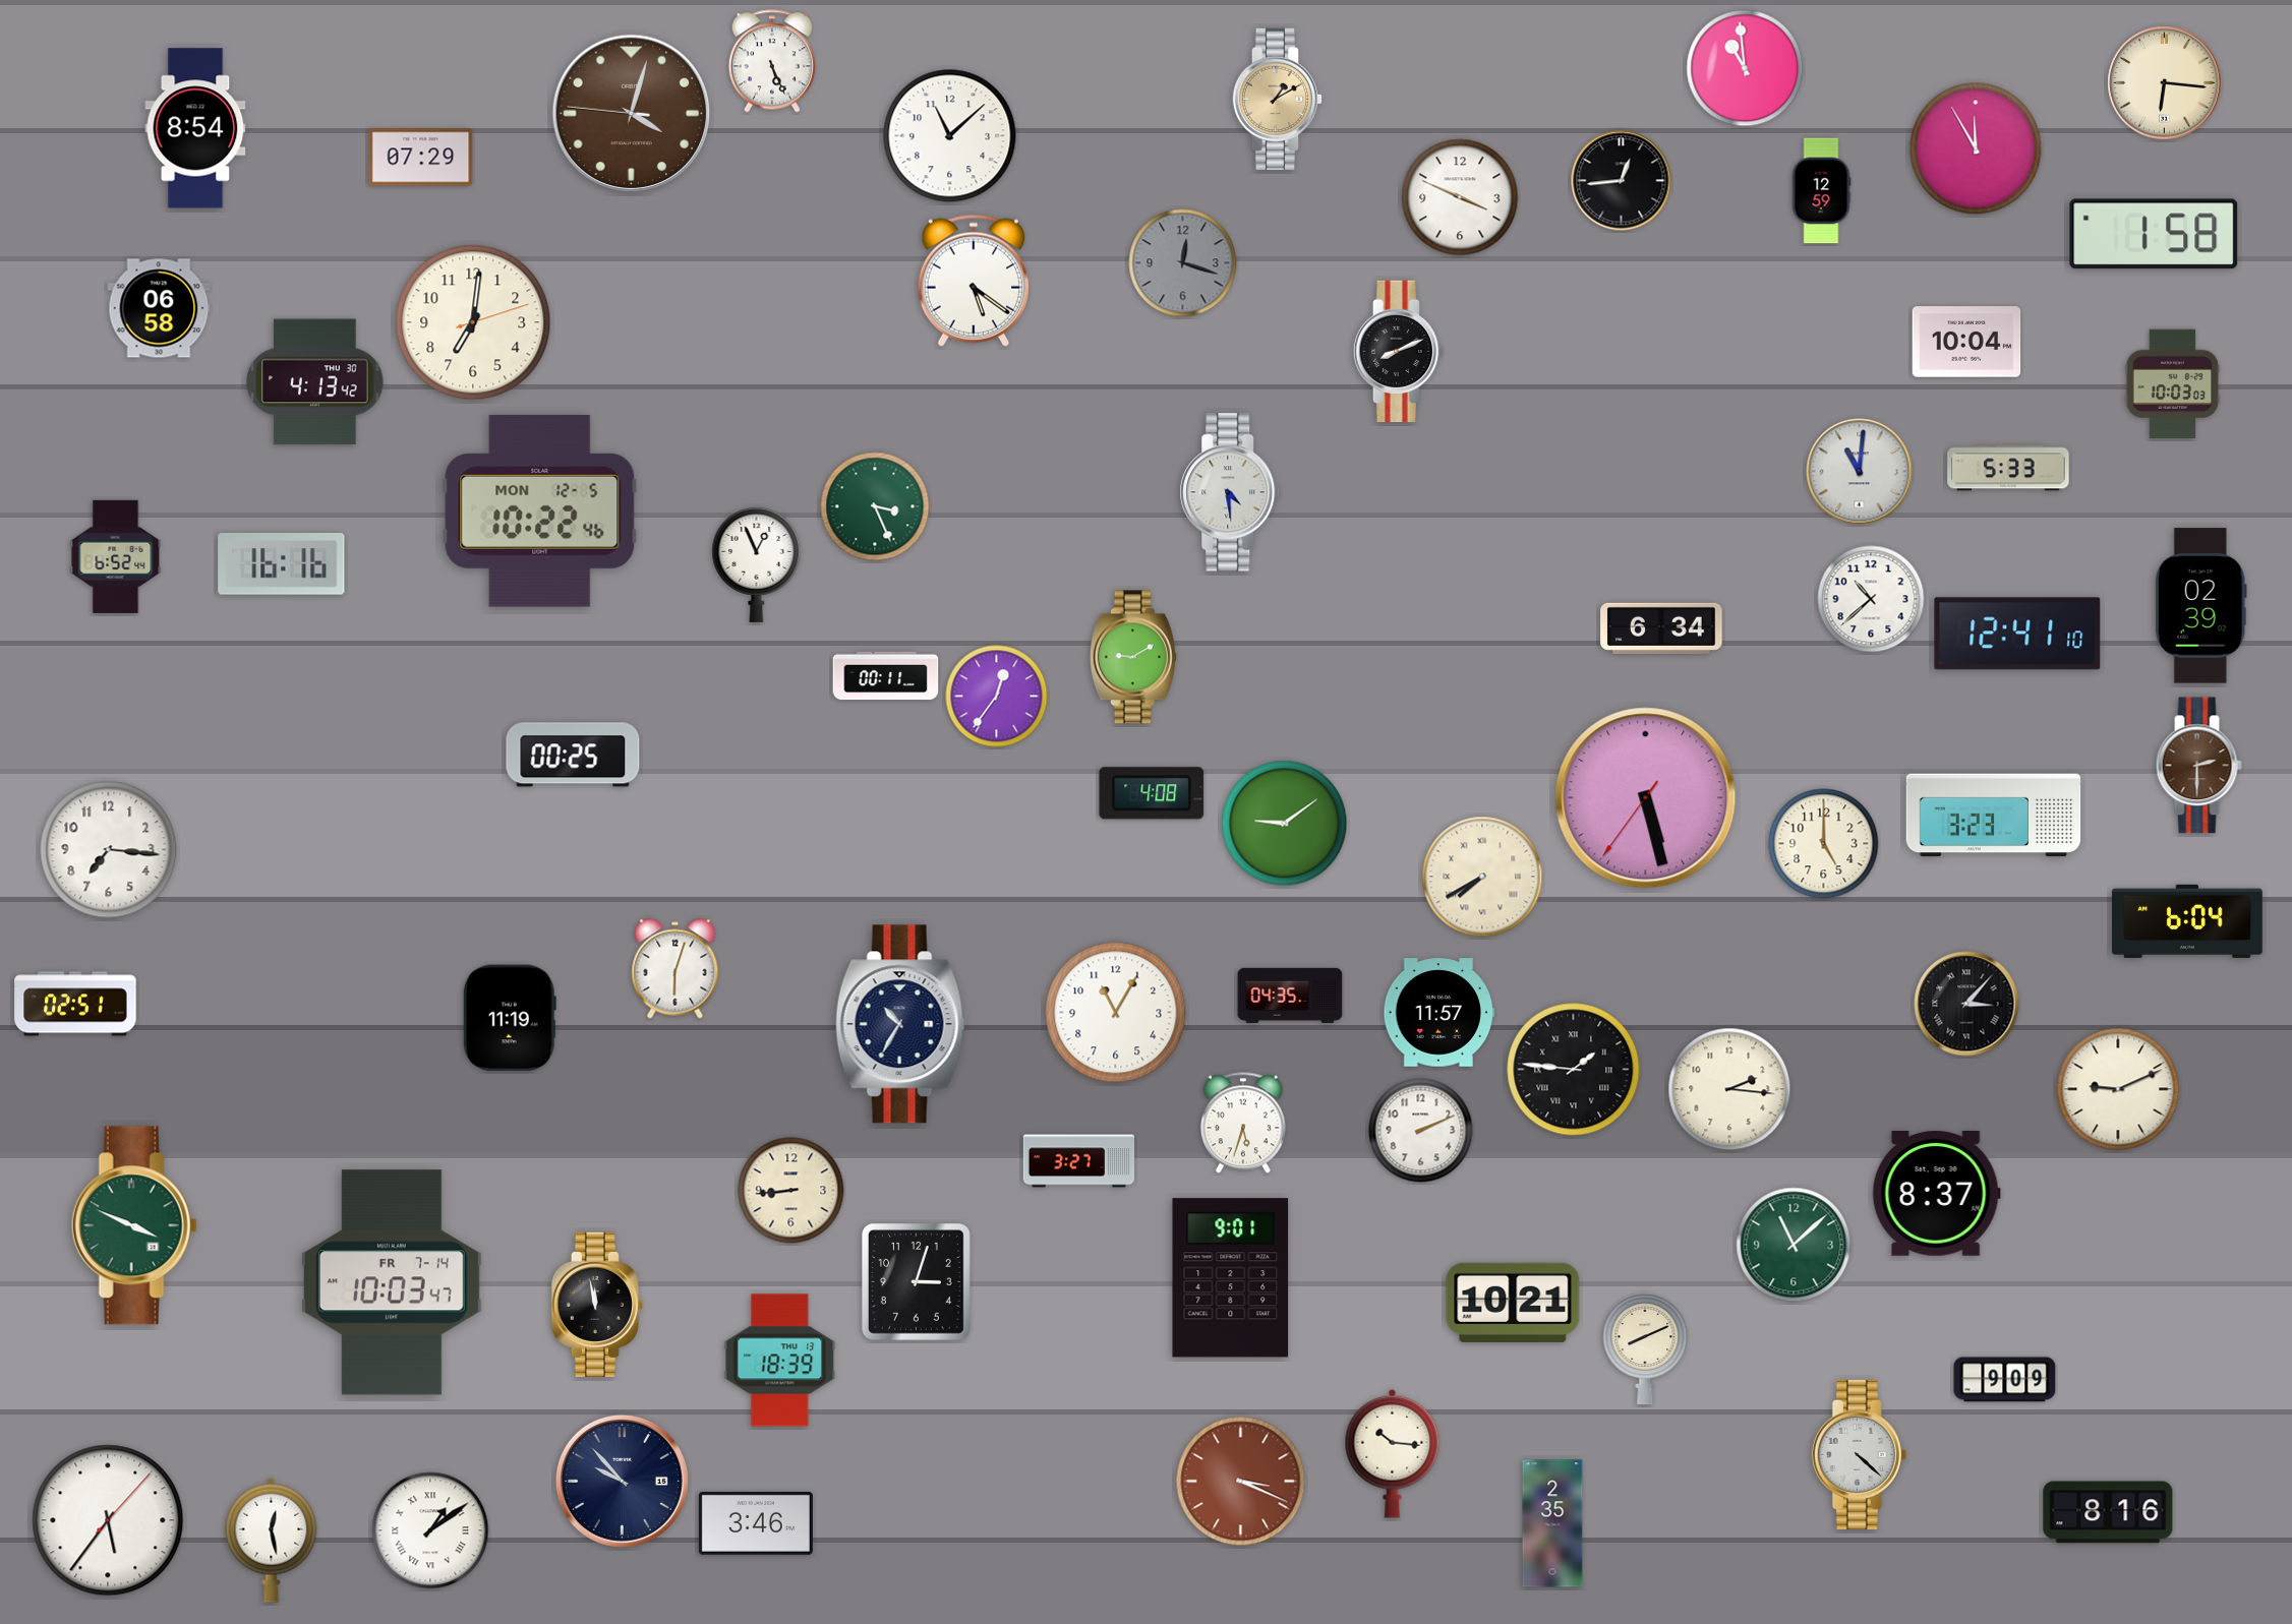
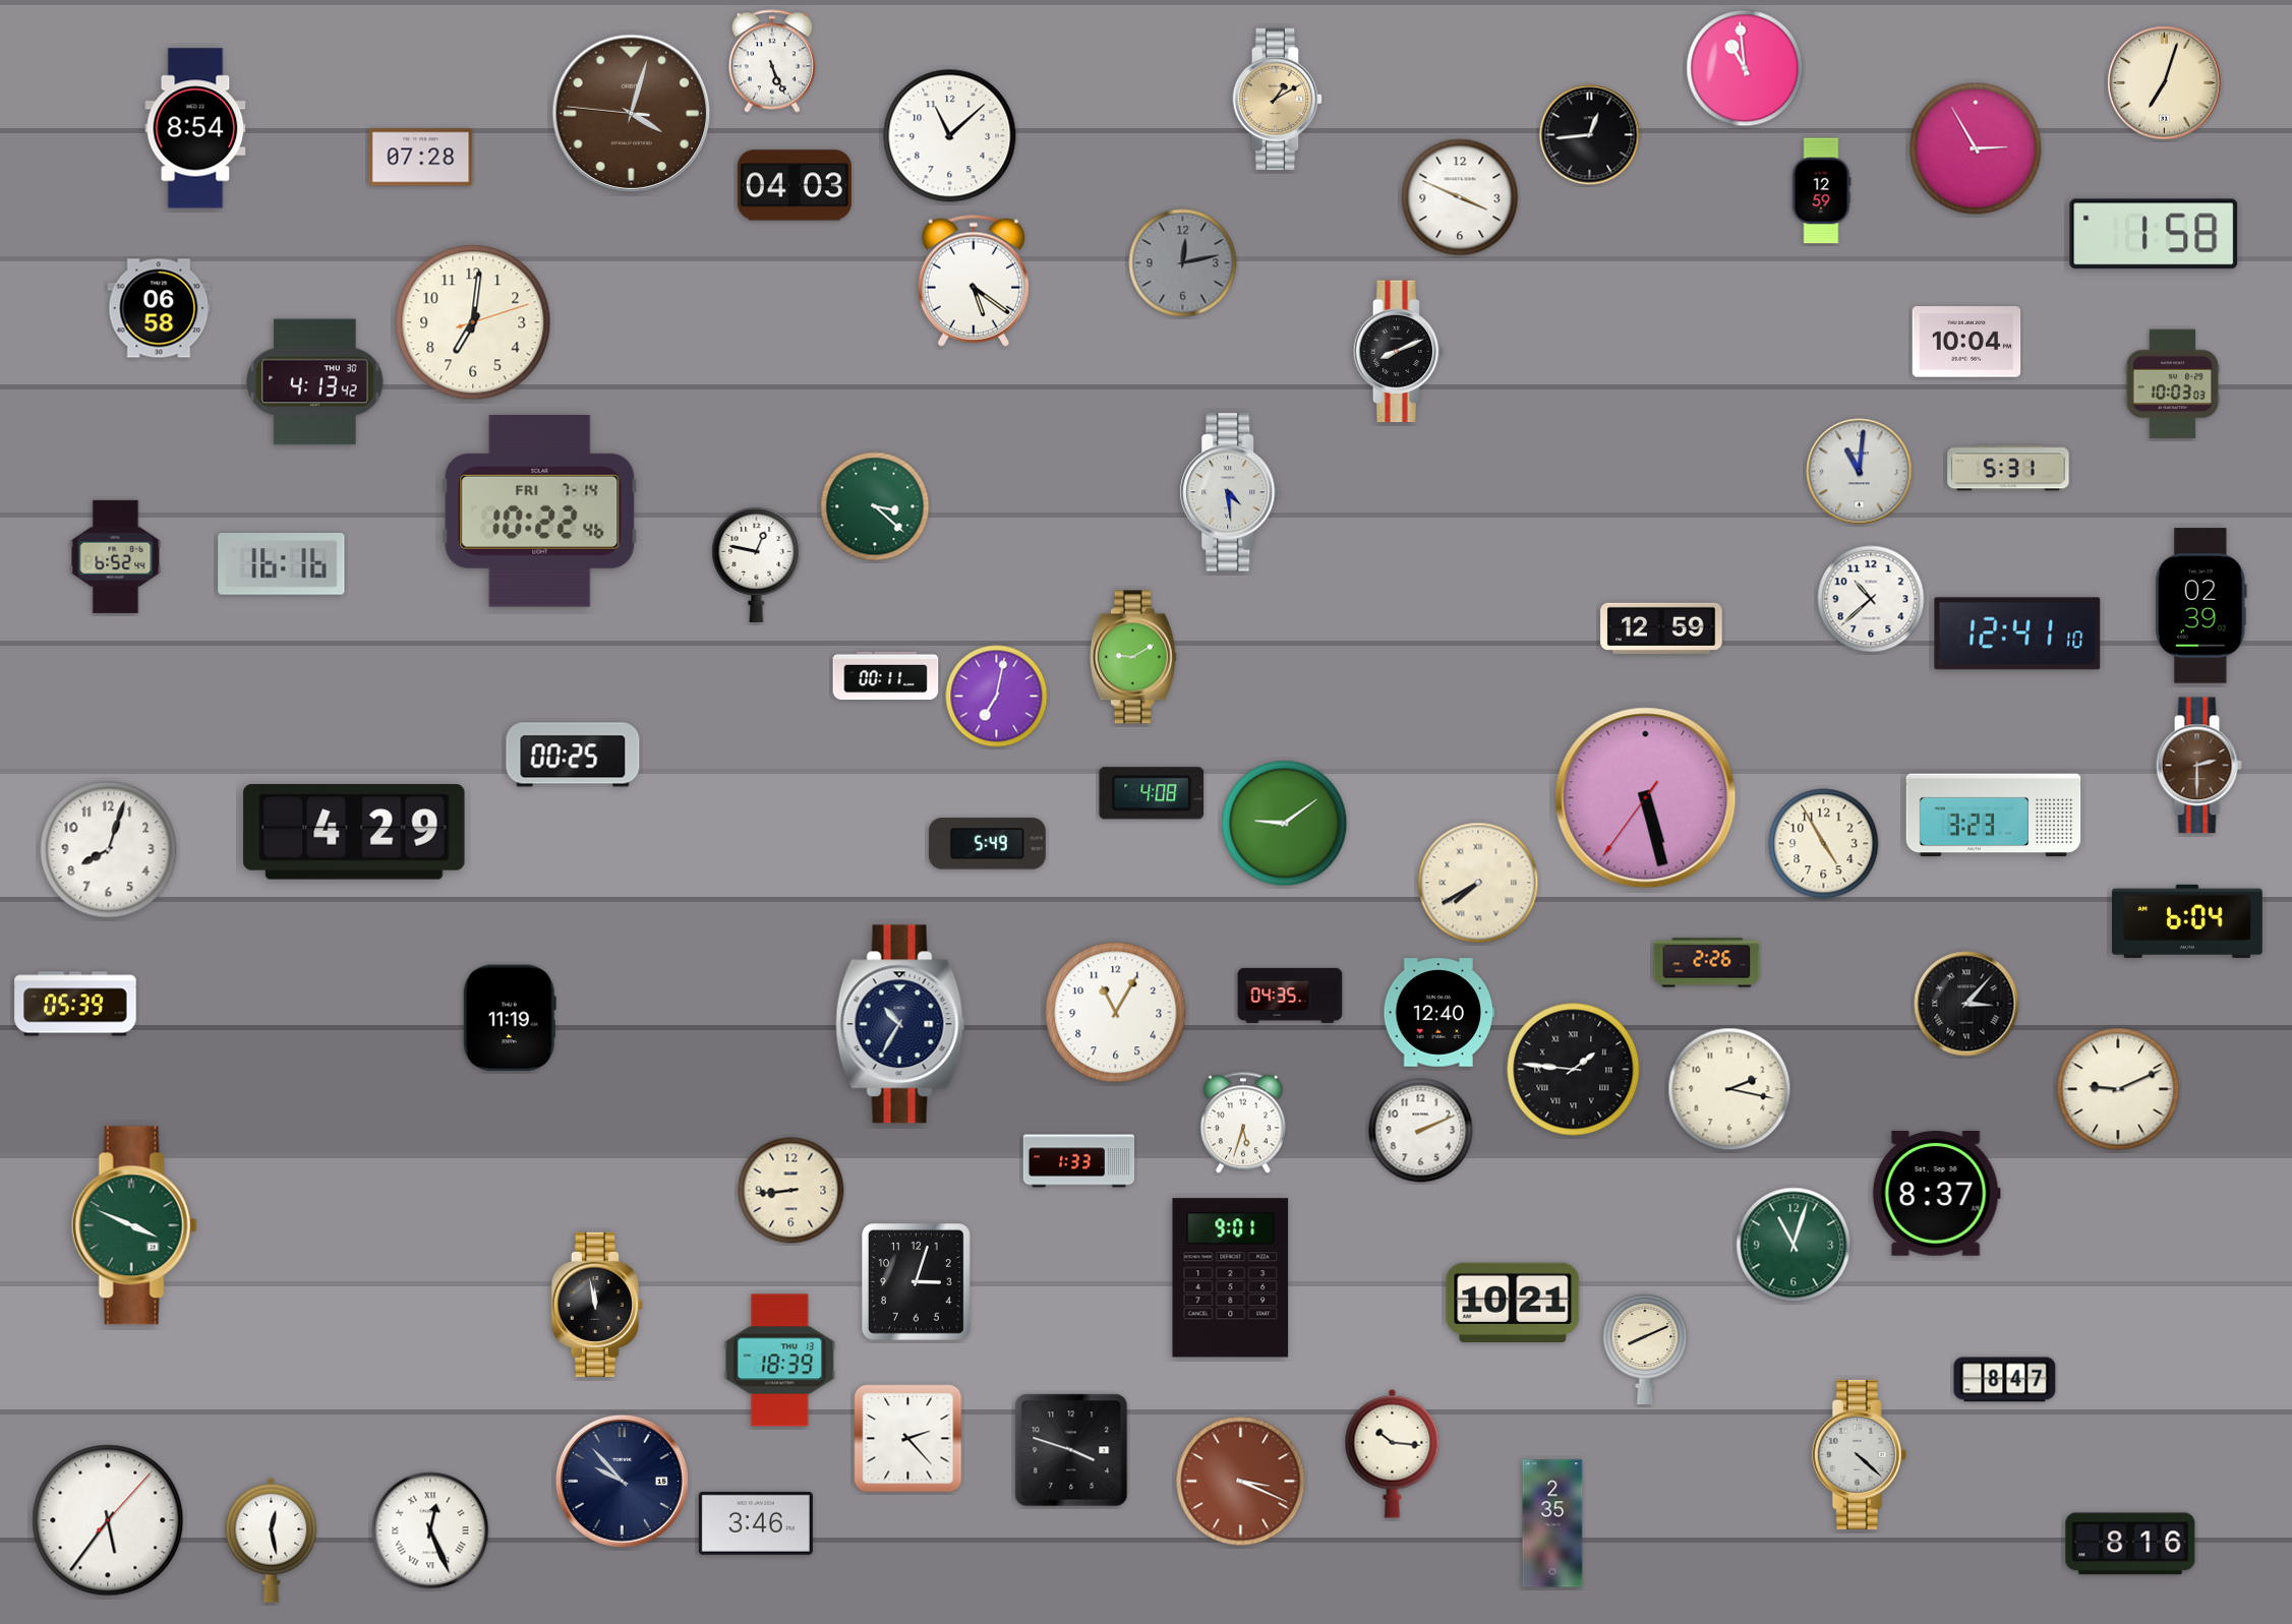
clock at (2165, 83): 6:16 -> 7:03
clock at (1976, 148): 11:55 -> 2:55
clock at (421, 158): 07:29 -> 07:28
clock at (1622, 181) position: (1622, 181) -> (1590, 135)
clock at (795, 185): none -> 04:03
clock at (1183, 263): 12:18 -> 12:13
clock at (2008, 468): 5:33 -> 5:31
clock at (875, 506): 3:26 -> 3:22
clock at (540, 510) date: MON 12-5 -> FRI 7-14
clock at (757, 564): 12:56 -> 12:47
clock at (1661, 628): 6:34 -> 12:59
clock at (997, 697): 12:36 -> 7:02
clock at (354, 832): none -> 4:29
clock at (987, 844): none -> 5:49
clock at (1824, 844): 5:00 -> 4:55
clock at (109, 850): 7:16 -> 8:03
clock at (1482, 877) position: (1482, 877) -> (1478, 883)
clock at (1707, 963): none -> 2:26
clock at (675, 969): 6:03 -> none
clock at (75, 1004): 02:51 -> 05:39
clock at (1438, 1013): 11:57 -> 12:40
clock at (1729, 1089): 2:16 -> 2:17
clock at (1079, 1161): 3:27 -> 1:33
clock at (1794, 1245): 11:08 -> 11:03
clock at (392, 1282): 10:03 -> none
clock at (2005, 1380): 9:09 -> 8:47
clock at (908, 1439): none -> 2:23
clock at (1071, 1450): none -> 3:48
clock at (2108, 1512) position: (2108, 1512) -> (2130, 1544)
clock at (430, 1530): 1:09 -> 12:26
